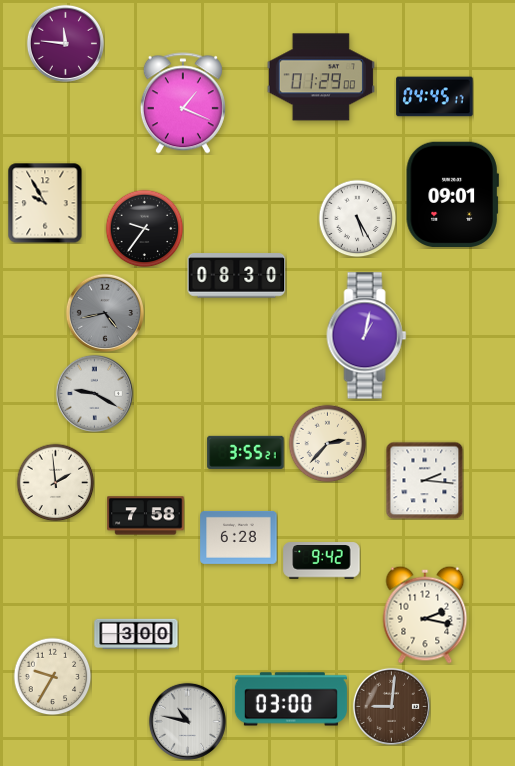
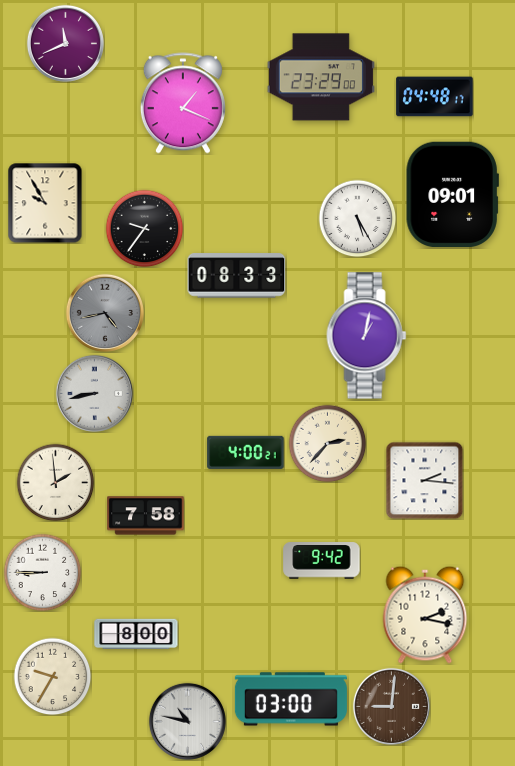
clock at (65, 43): 11:46 -> 11:41
clock at (321, 77): 01:29 -> 23:29
clock at (435, 97): 04:45 -> 04:48
clock at (237, 276): 08:30 -> 08:33
clock at (94, 393): 9:20 -> 8:43
clock at (246, 452): 3:55 -> 4:00
clock at (239, 537): 6:28 -> none
clock at (42, 572): none -> 8:45
clock at (136, 634): 3:00 -> 8:00
